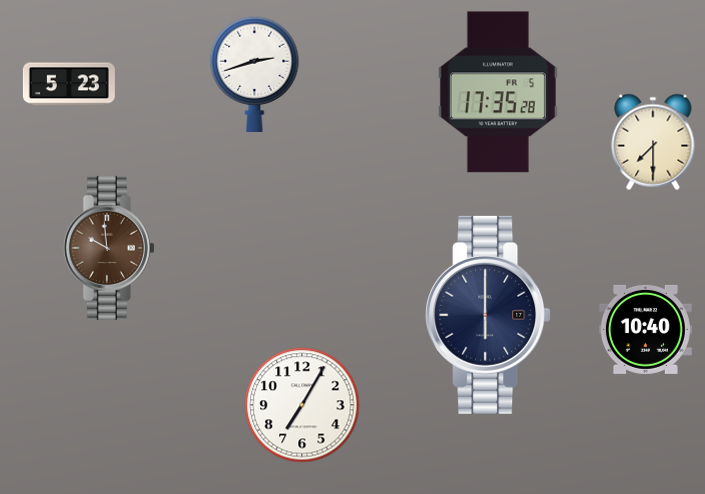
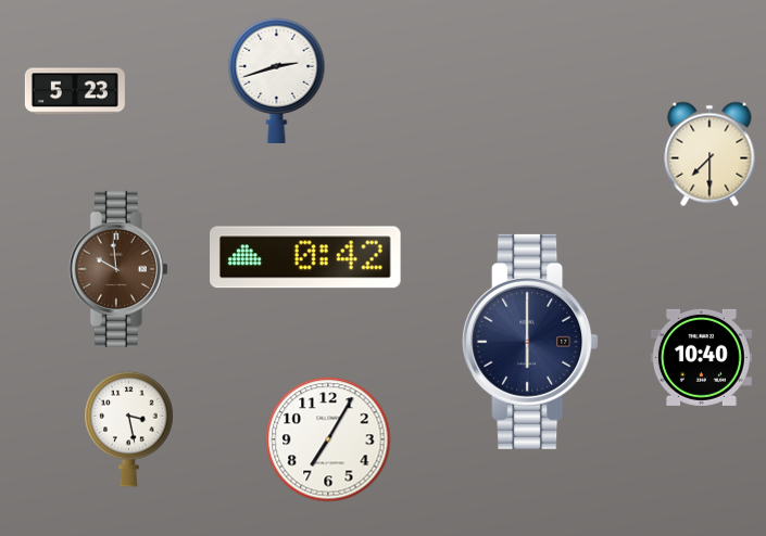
clock at (498, 92): 17:35 -> none
clock at (306, 257): none -> 0:42
clock at (129, 429): none -> 3:28
